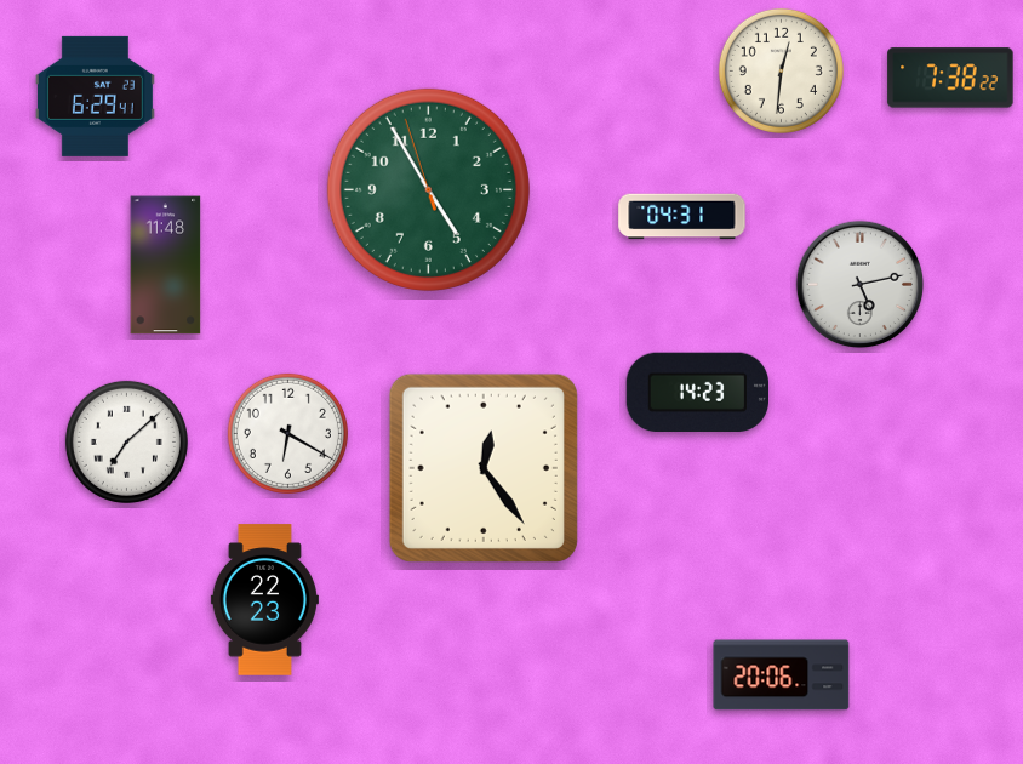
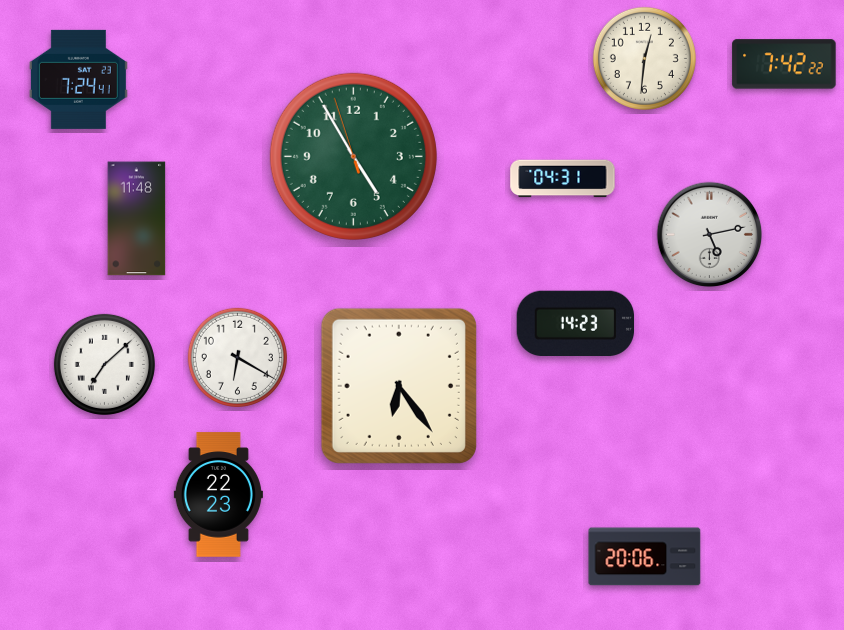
clock at (950, 78): 7:38 -> 7:42
clock at (95, 96): 6:29 -> 7:24
clock at (484, 468): 12:24 -> 6:24
